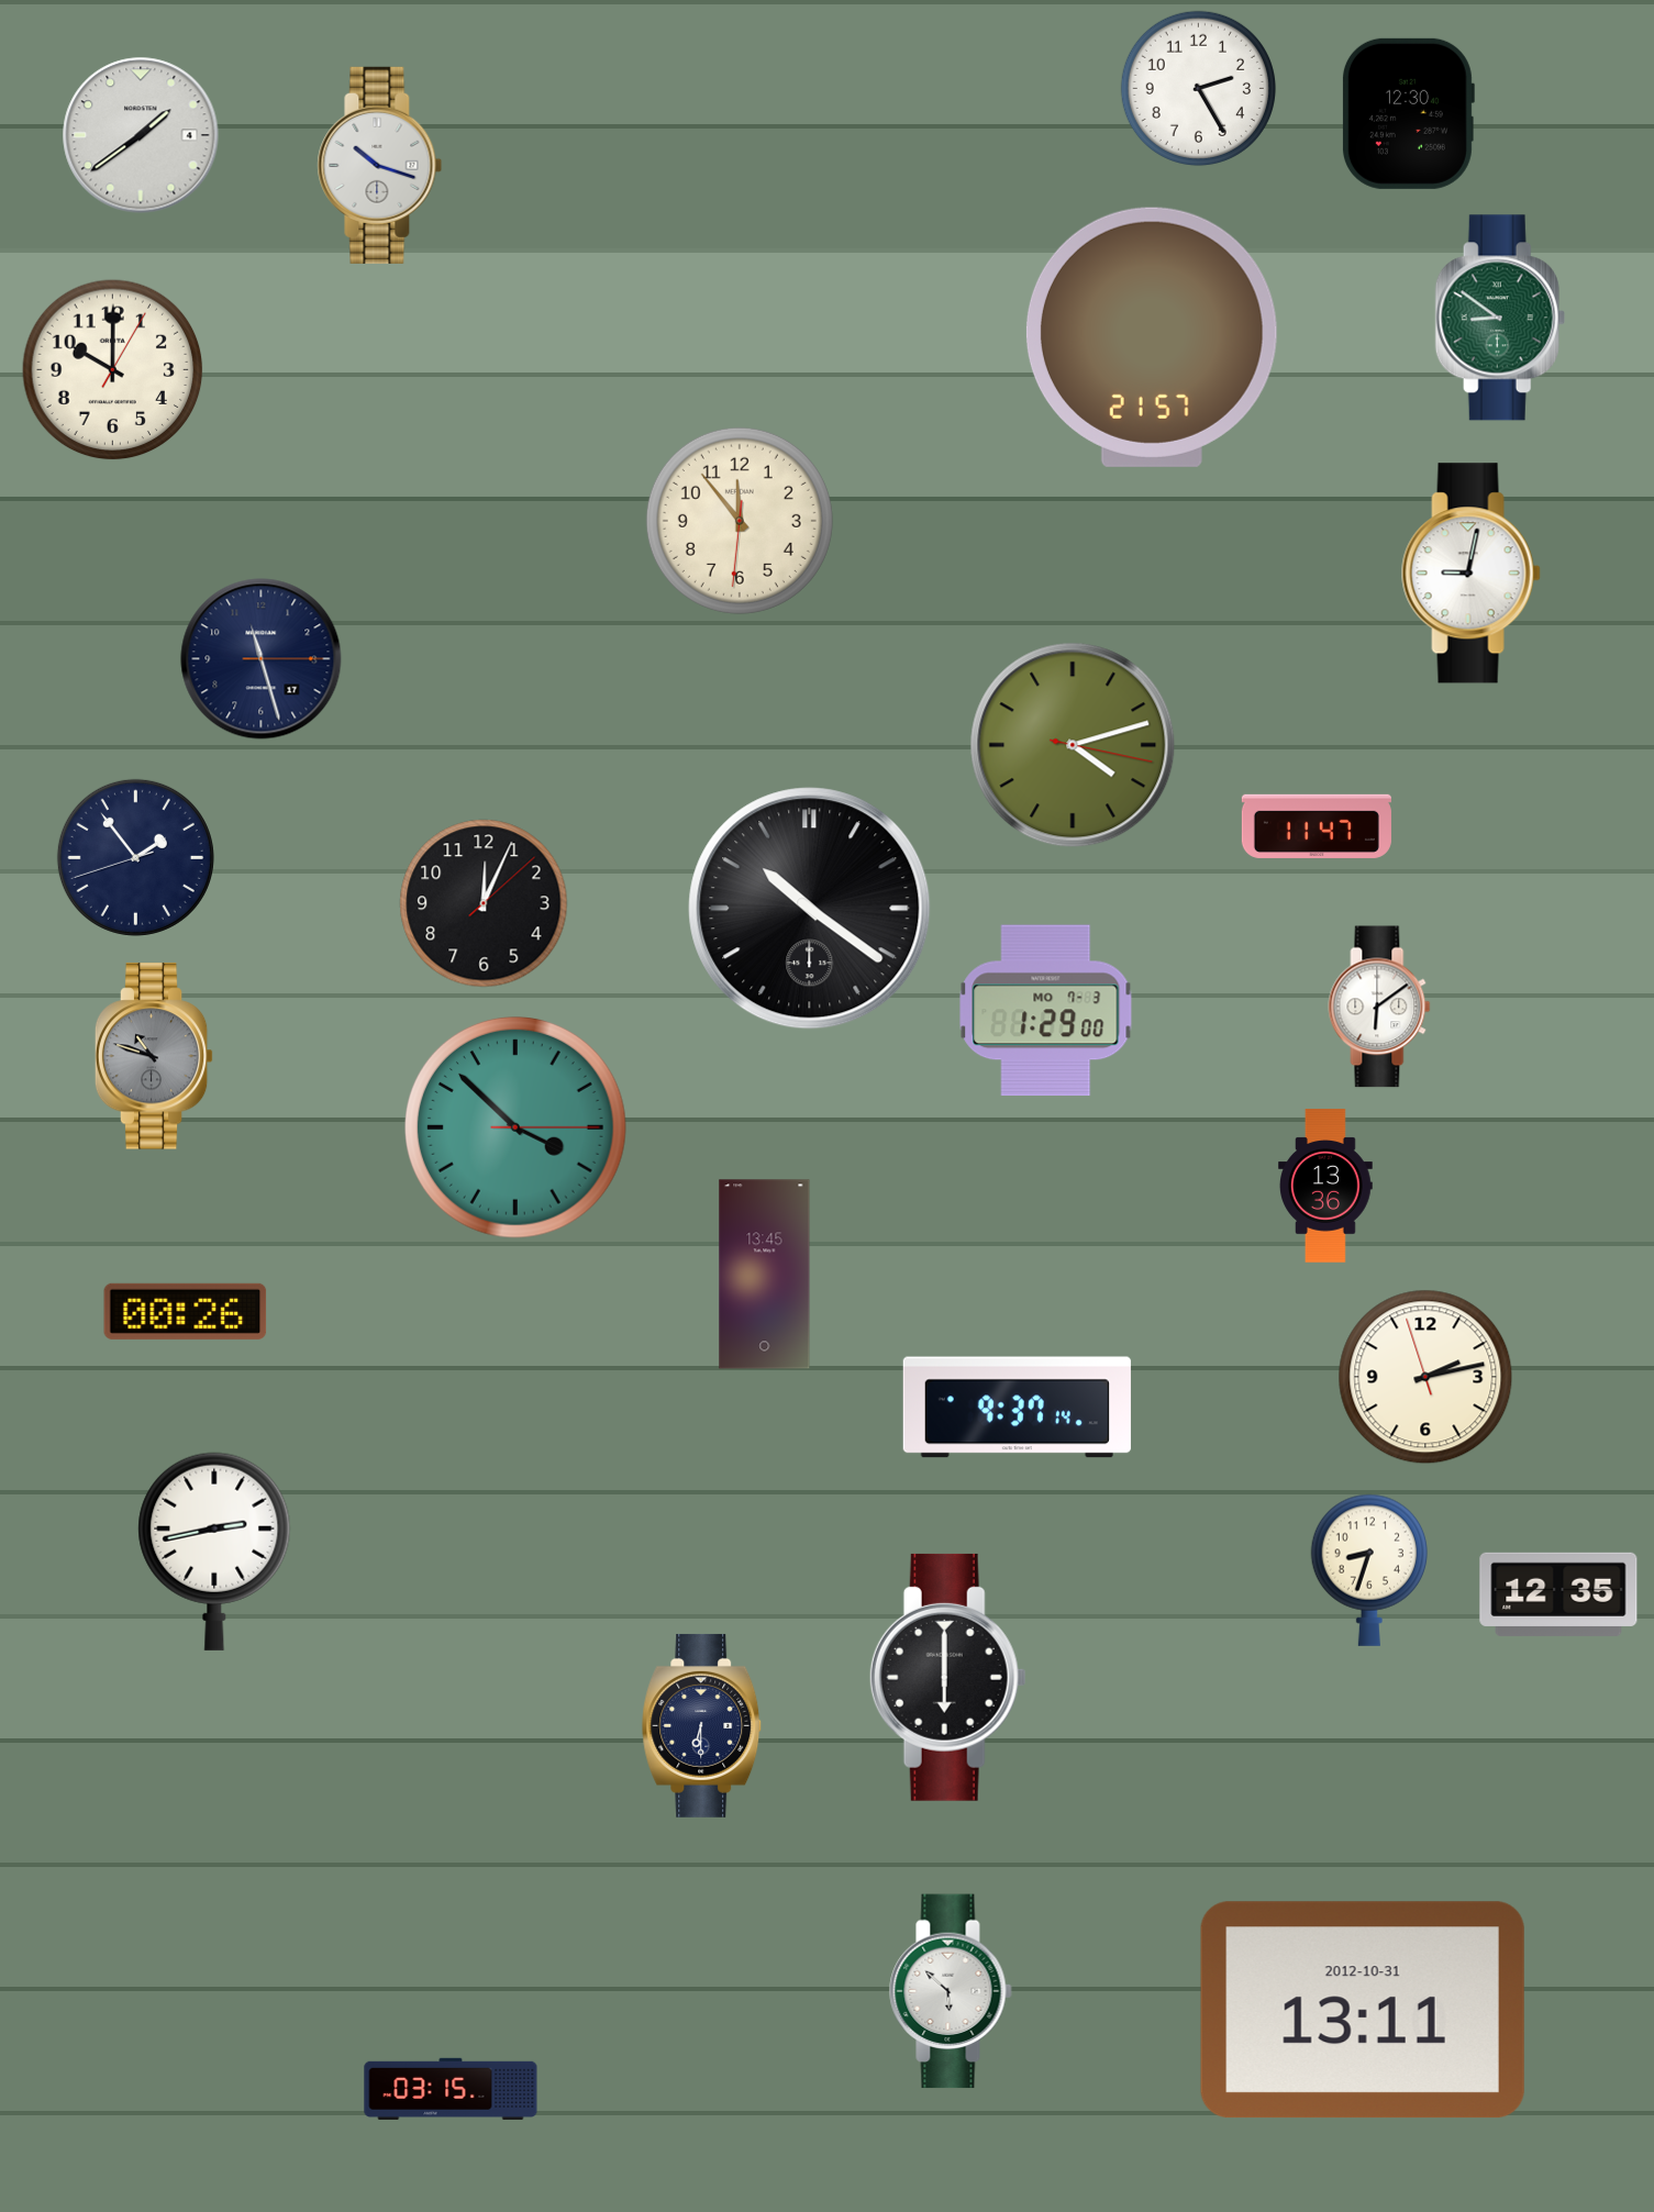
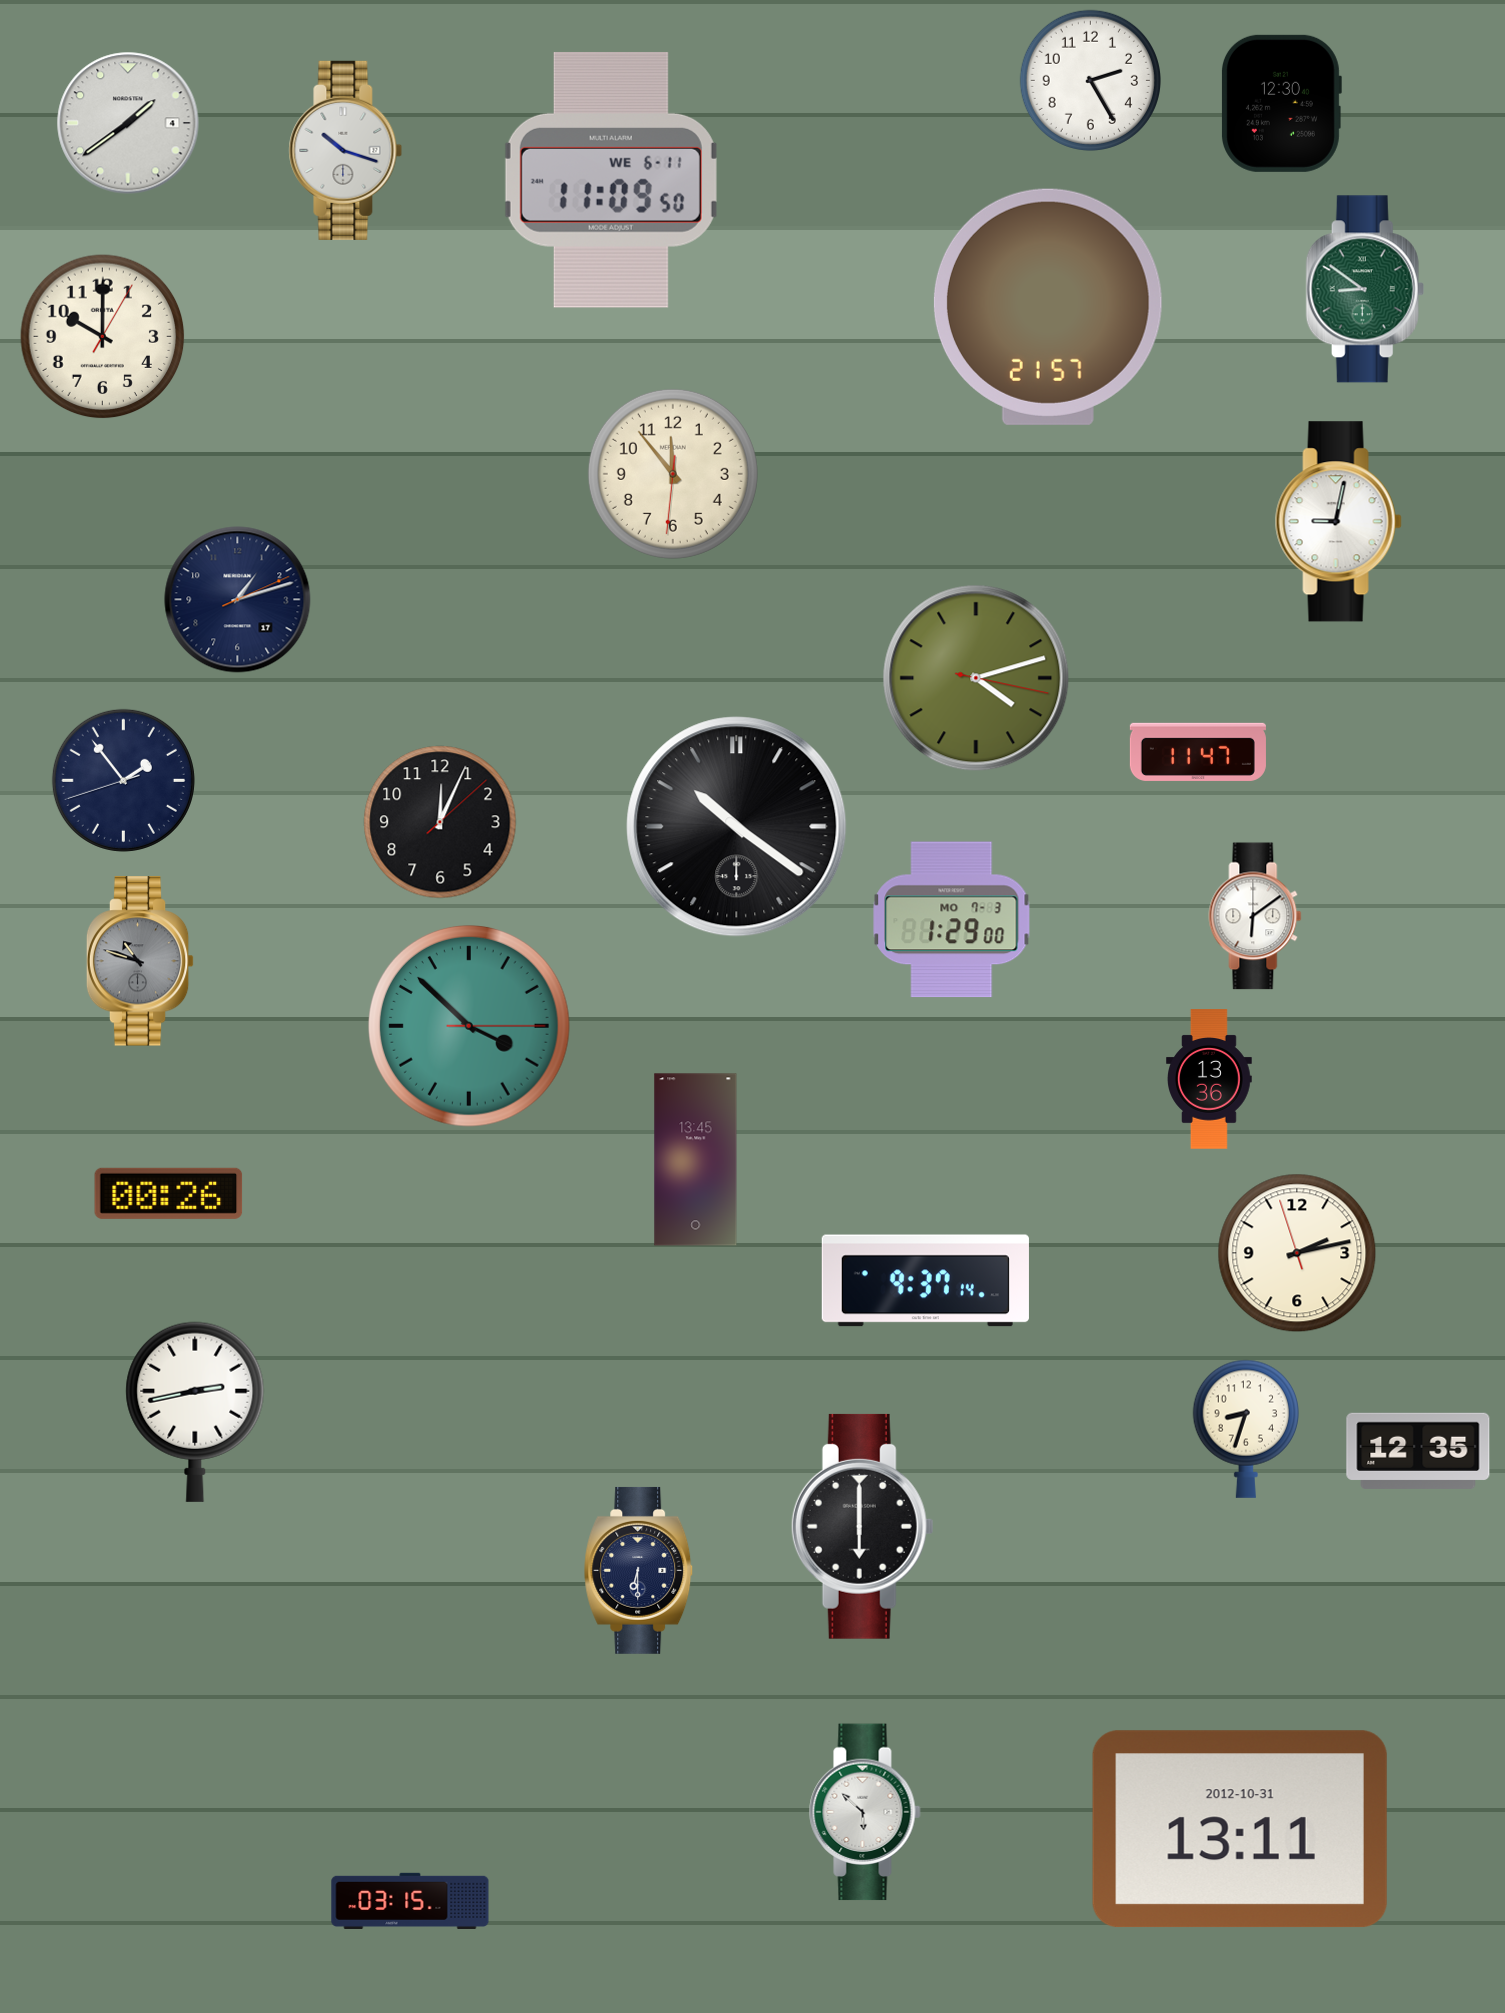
clock at (611, 180): none -> 11:09
clock at (262, 659): 11:27 -> 1:12
clock at (1326, 1186) position: (1326, 1186) -> (1210, 1079)
